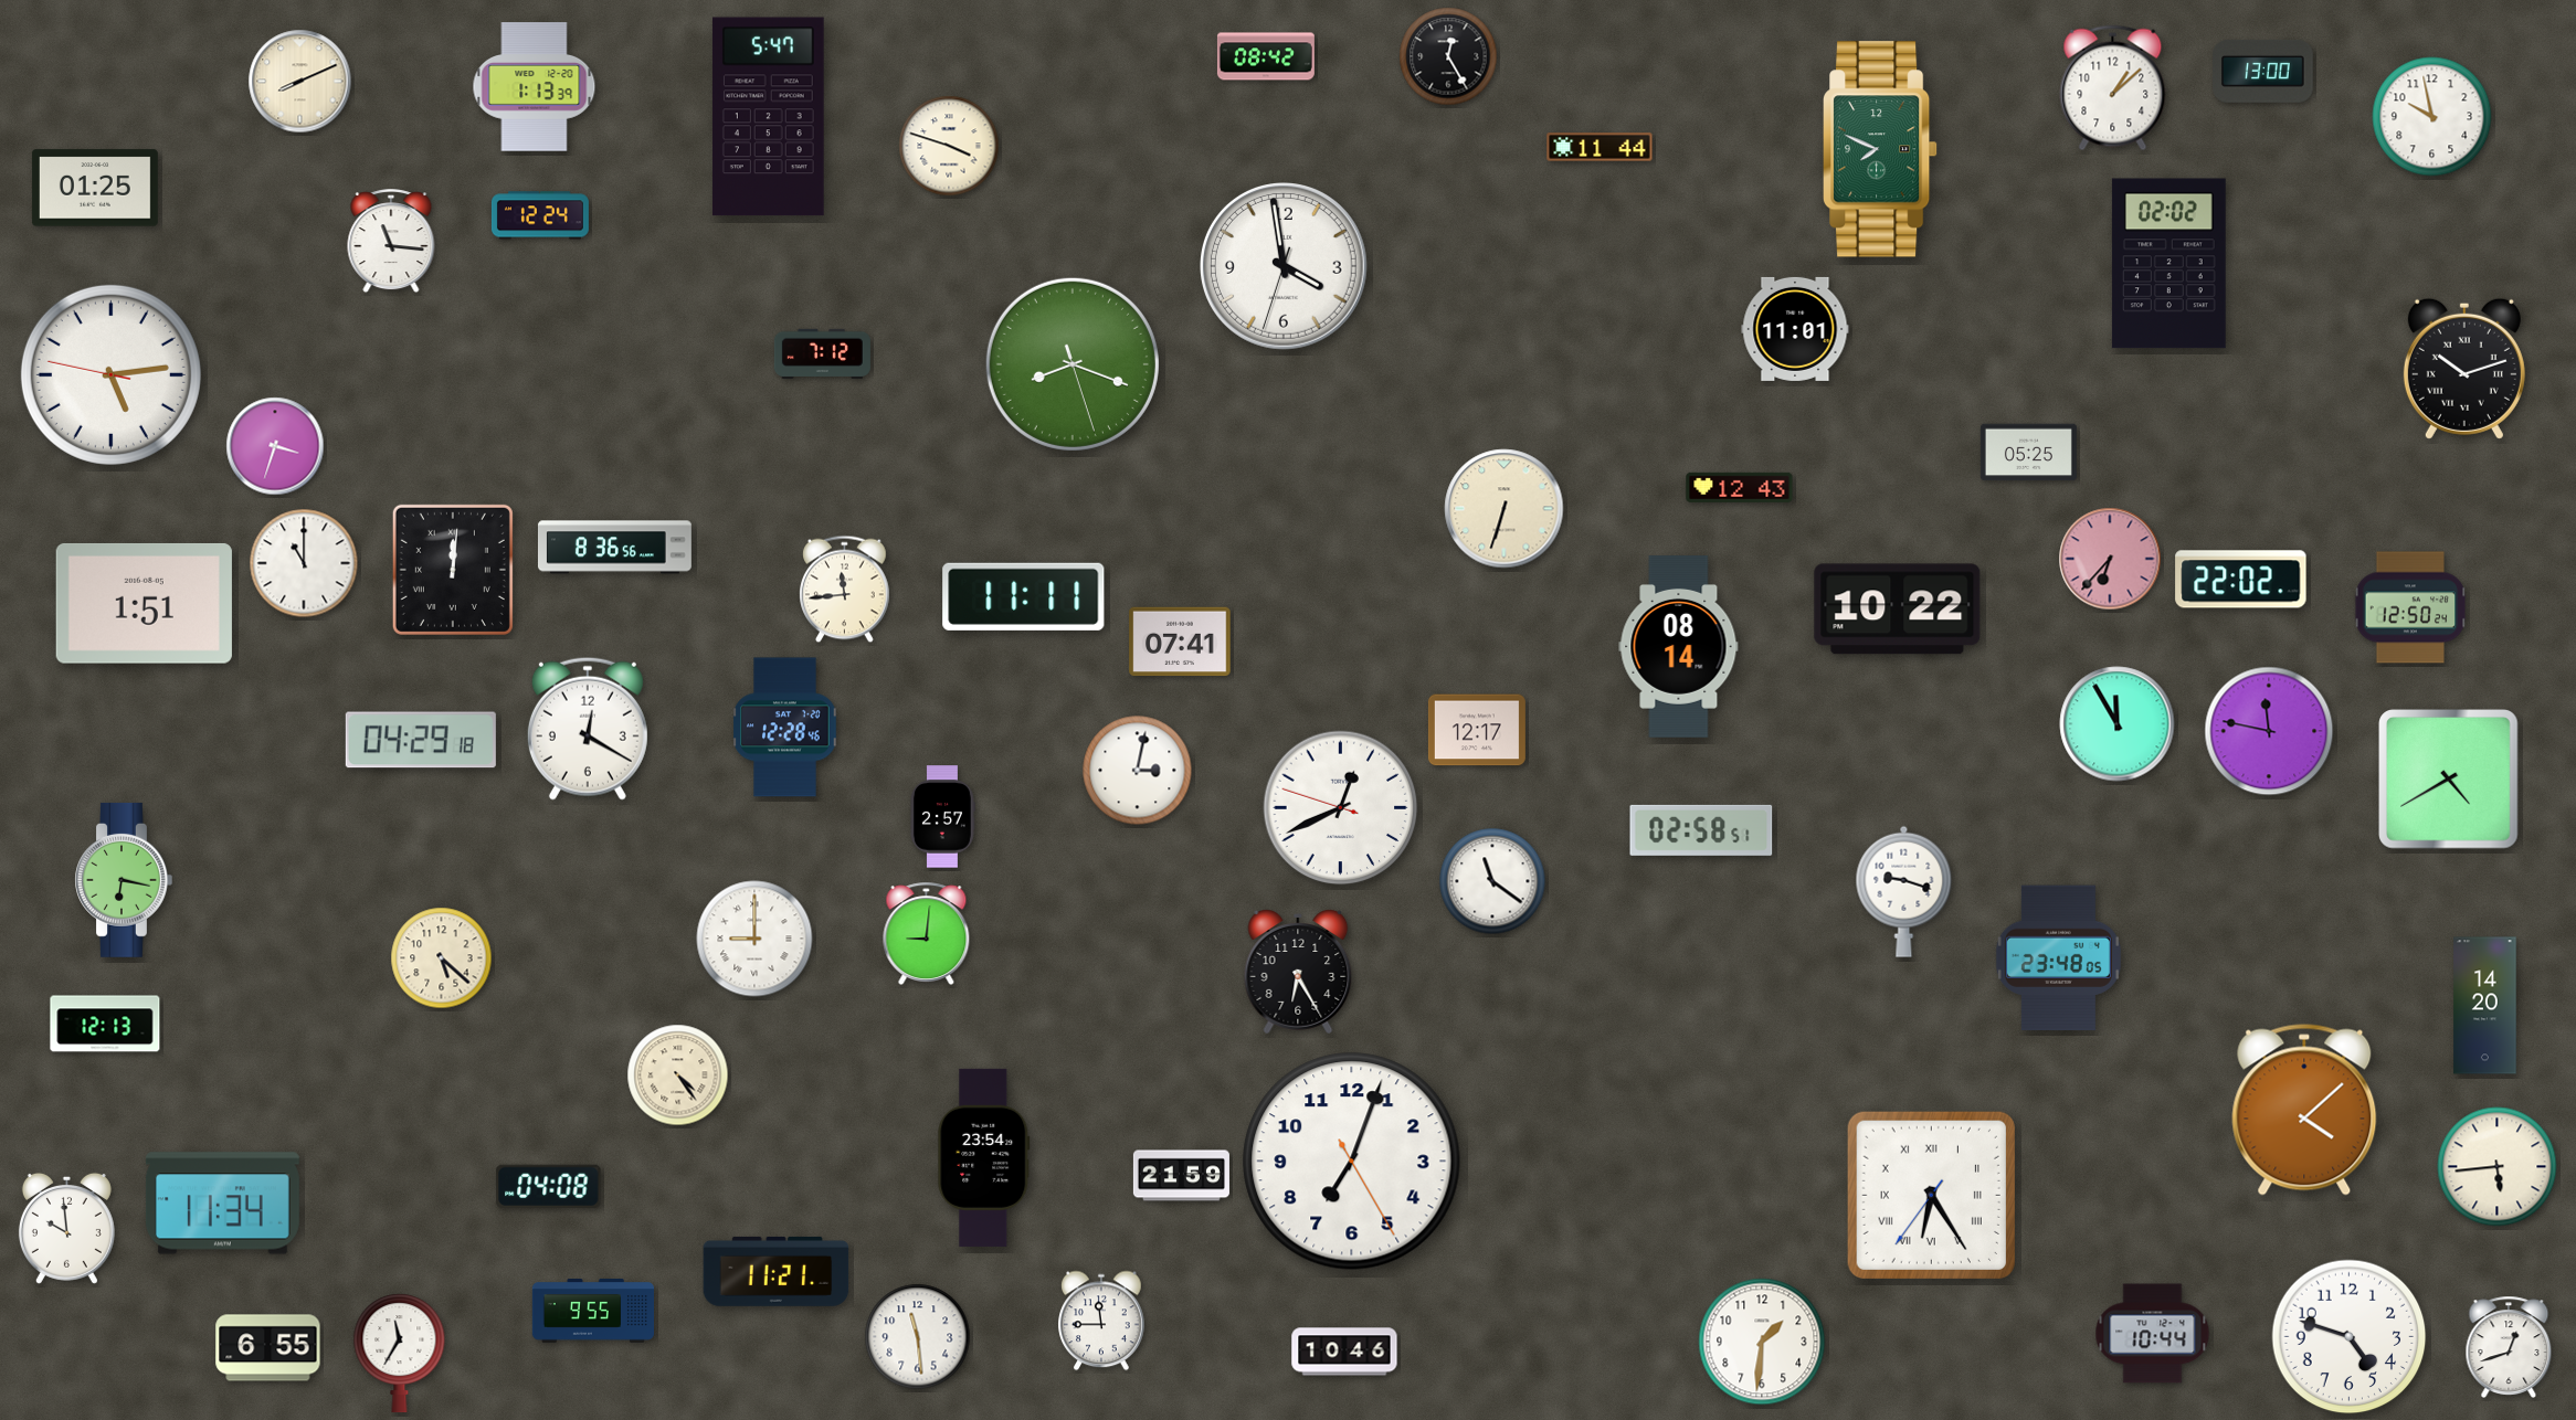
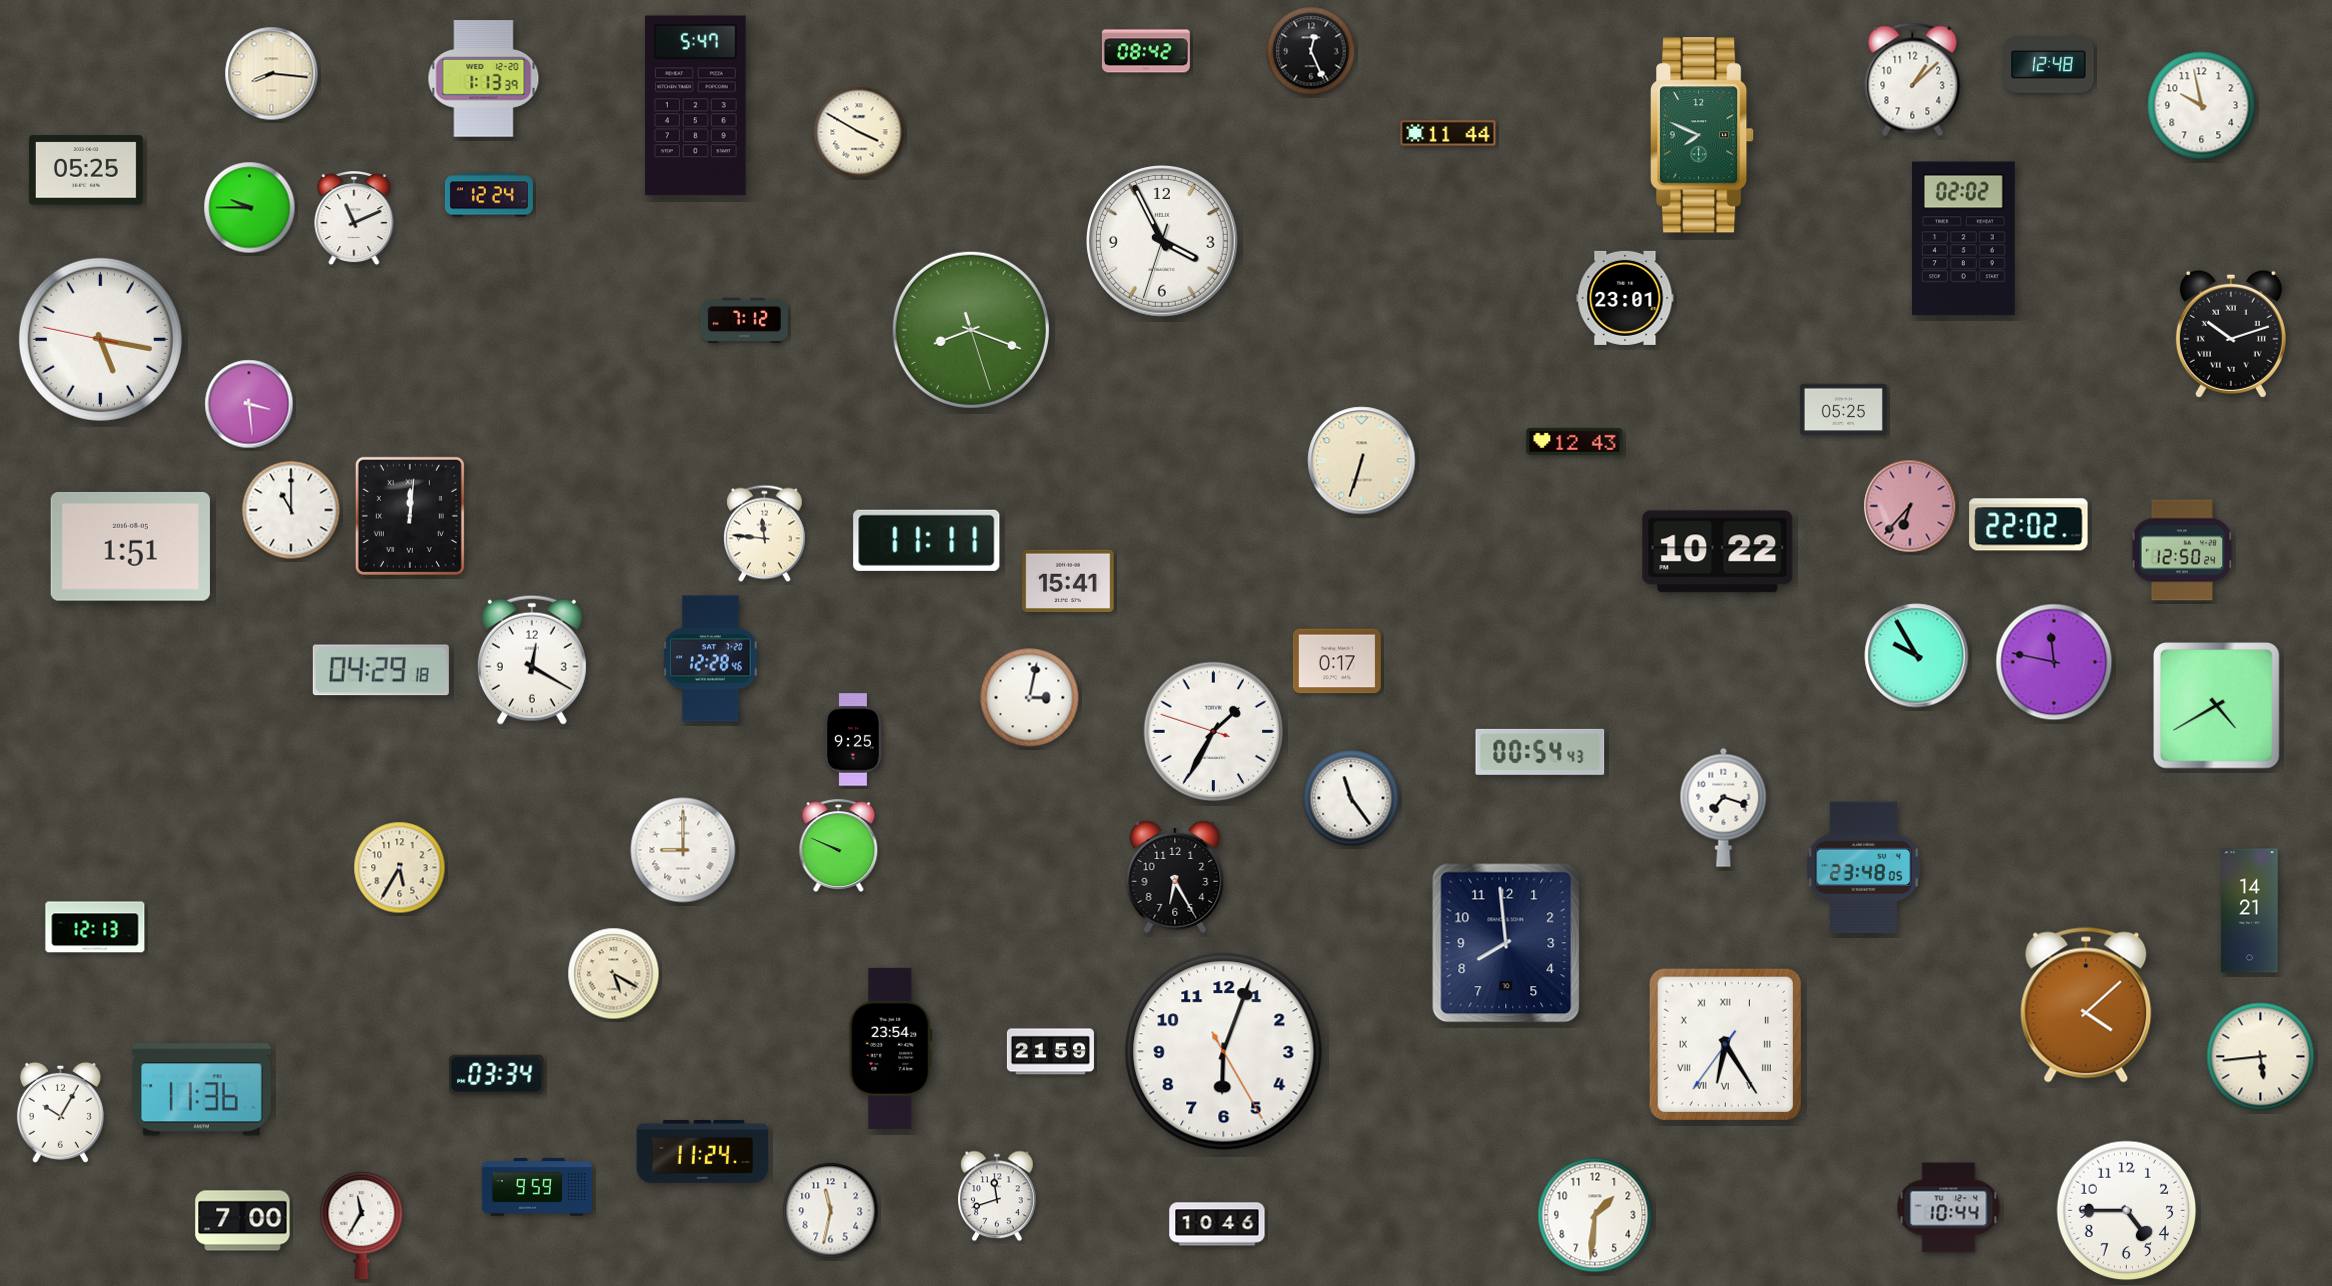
clock at (1448, 56): 12:25 -> 12:26
clock at (2263, 71): 13:00 -> 12:48
clock at (300, 82): 8:11 -> 8:16
clock at (949, 146): 3:48 -> 3:50
clock at (95, 188): 01:25 -> 05:25
clock at (250, 208): none -> 9:45
clock at (391, 242): 11:16 -> 11:11
clock at (1285, 267): 3:58 -> 3:55
clock at (1795, 329): 11:01 -> 23:01
clock at (110, 374): 5:13 -> 5:16
clock at (275, 446): 3:33 -> 3:29
clock at (2028, 453) position: (2028, 453) -> (1843, 410)
clock at (614, 548): 8:36 -> none
clock at (304, 563) position: (304, 563) -> (291, 510)
clock at (845, 590): 11:44 -> 11:46
clock at (1180, 642): 07:41 -> 15:41
clock at (1679, 647): 08:14 -> none
clock at (2118, 724): 11:55 -> 9:55
clock at (1477, 730): 12:17 -> 0:17
clock at (1341, 808): 12:40 -> 1:34
clock at (942, 817): 2:57 -> 9:25
clock at (1701, 830): 02:58 -> 00:54
clock at (124, 880): 6:17 -> none
clock at (1492, 881): 11:21 -> 11:24
clock at (1904, 891): 9:18 -> 7:18
clock at (927, 934): 9:01 -> 9:49
clock at (442, 958): 5:22 -> 5:35
clock at (1298, 972) position: (1298, 972) -> (1175, 877)
clock at (2485, 1006): 14:20 -> 14:21
clock at (1506, 943): none -> 7:59
clock at (678, 1075): 4:24 -> 5:20
clock at (1352, 1162): 7:03 -> 6:03
clock at (1181, 1176) position: (1181, 1176) -> (1050, 1052)
clock at (549, 1186): 04:08 -> 03:34
clock at (1931, 1195) position: (1931, 1195) -> (1725, 1044)
clock at (222, 1204): 11:34 -> 11:36
clock at (66, 1228): 9:59 -> 10:05
clock at (777, 1271): 11:21 -> 11:24
clock at (592, 1311): 9:55 -> 9:59
clock at (1101, 1321): 11:45 -> 11:42
clock at (918, 1337): 11:29 -> 11:32
clock at (2350, 1337): 4:48 -> 4:45
clock at (2509, 1346): 12:42 -> none
clock at (268, 1348): 6:55 -> 7:00
